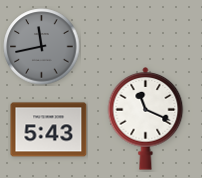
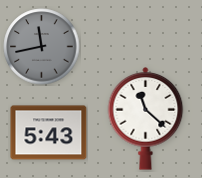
clock at (146, 119): 11:19 -> 11:22
clock at (49, 130) position: (49, 130) -> (49, 133)
